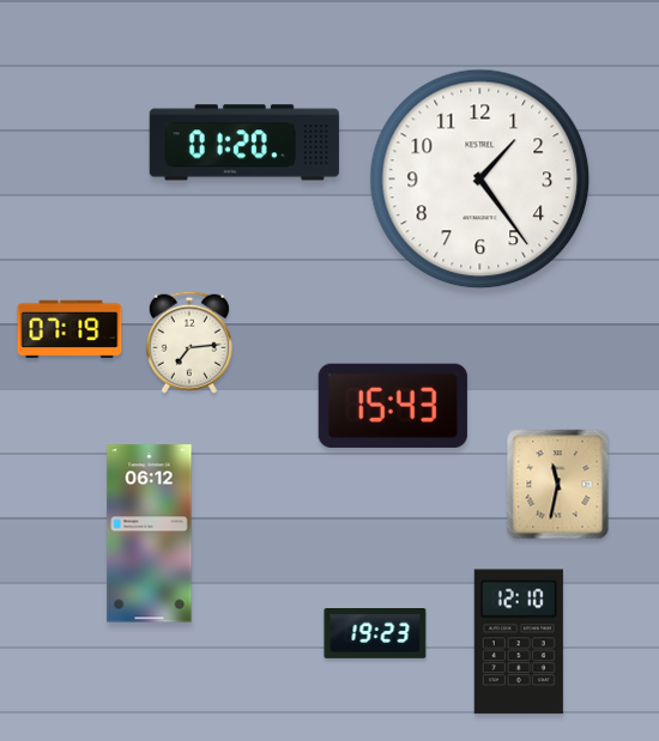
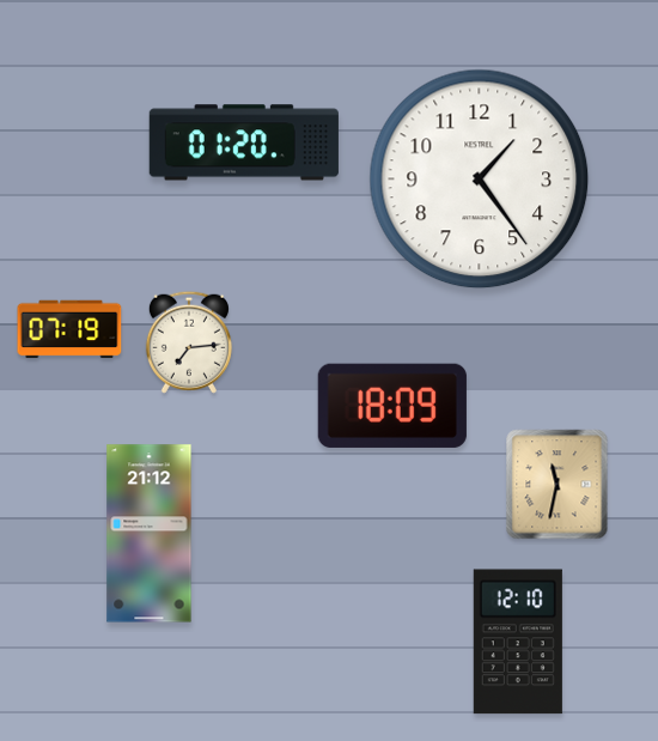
clock at (393, 406): 15:43 -> 18:09
clock at (150, 534): 06:12 -> 21:12
clock at (375, 634): 19:23 -> none
